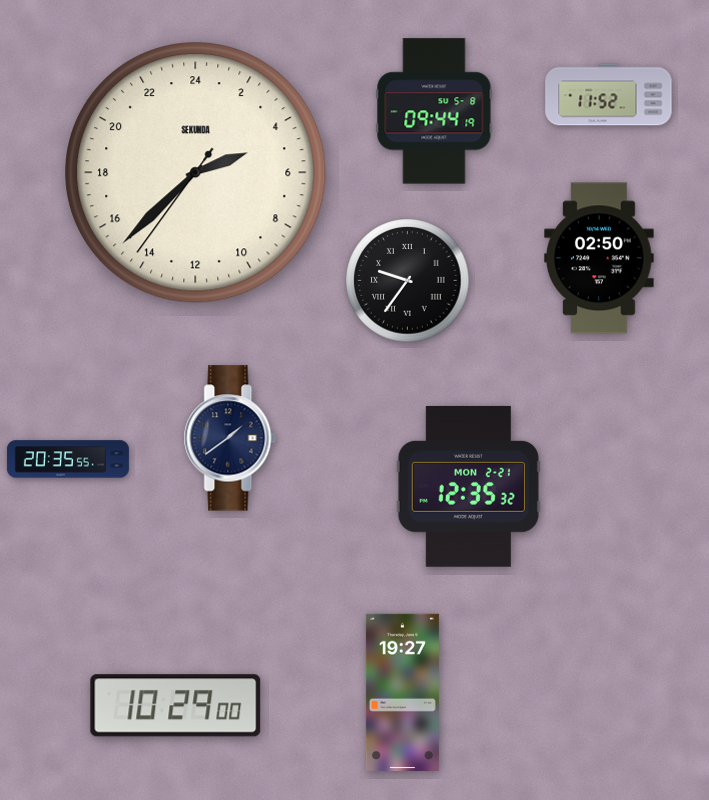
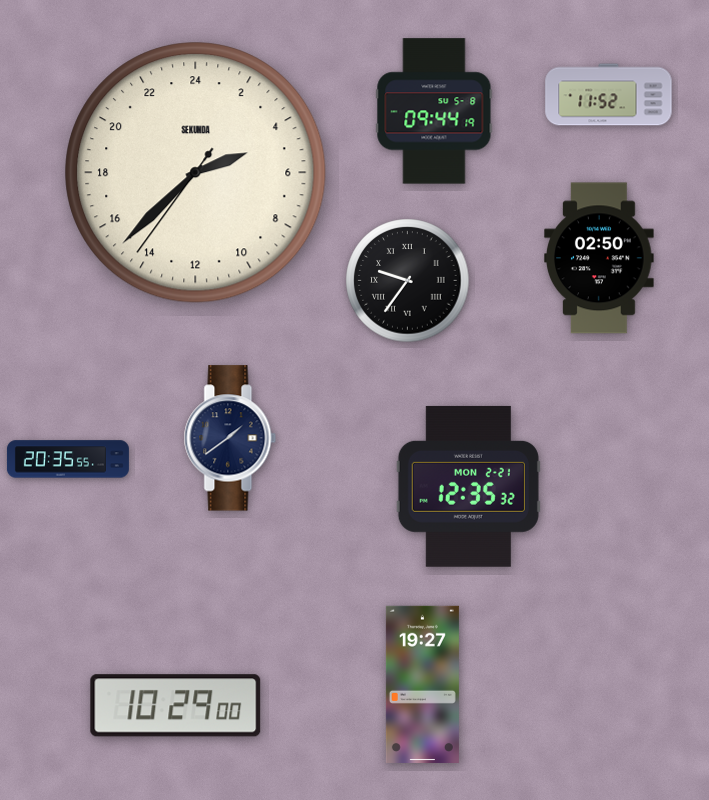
clock at (402, 692) position: (402, 692) -> (422, 684)
